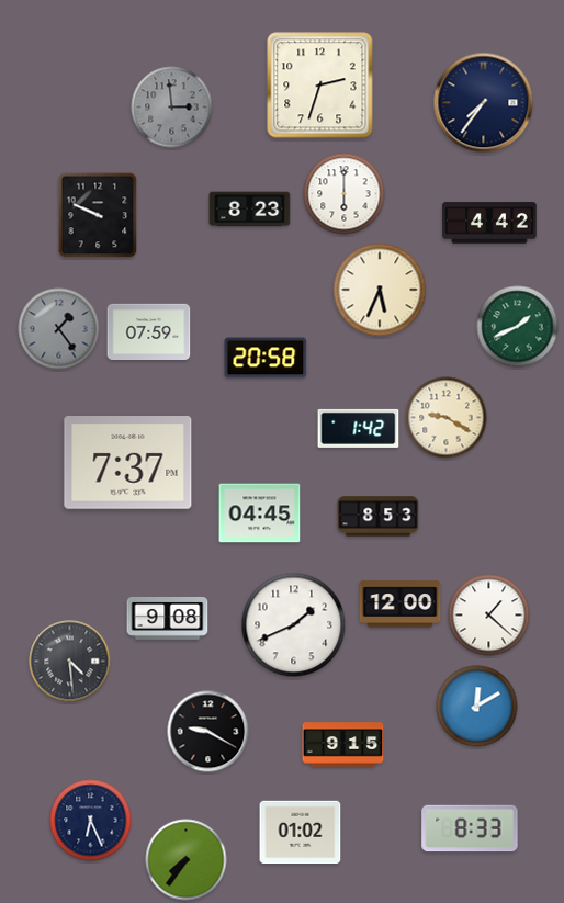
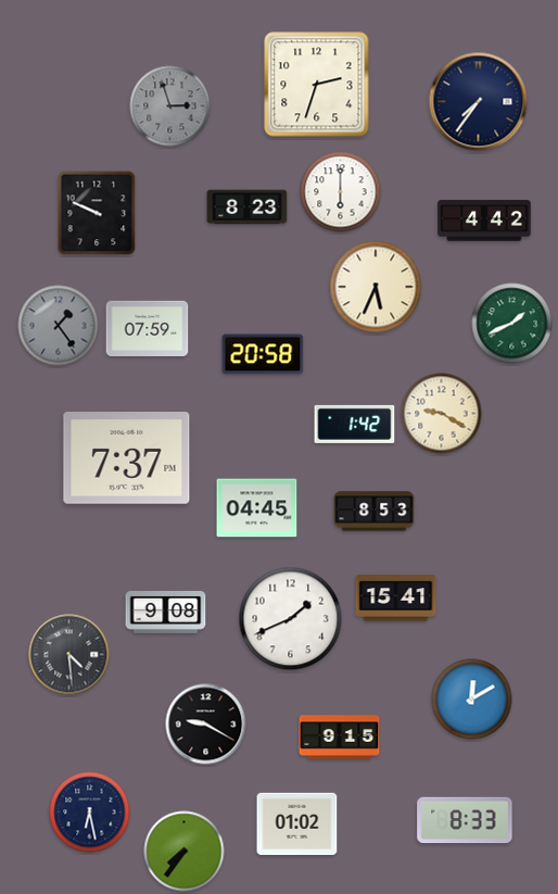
clock at (172, 108): 2:59 -> 2:57
clock at (401, 605): 12:00 -> 15:41
clock at (489, 616): 1:22 -> none
clock at (91, 821): 6:26 -> 6:28
